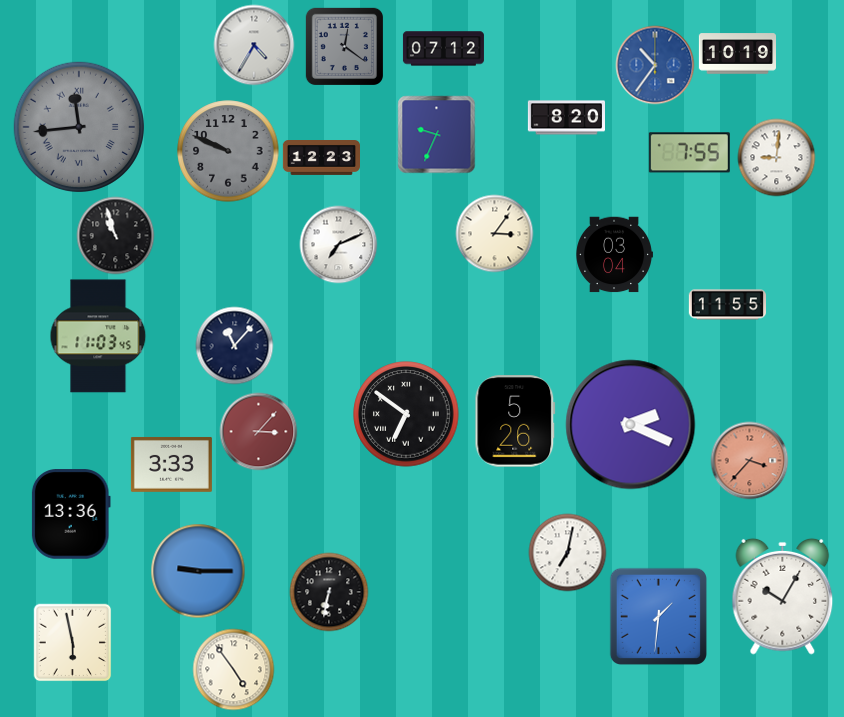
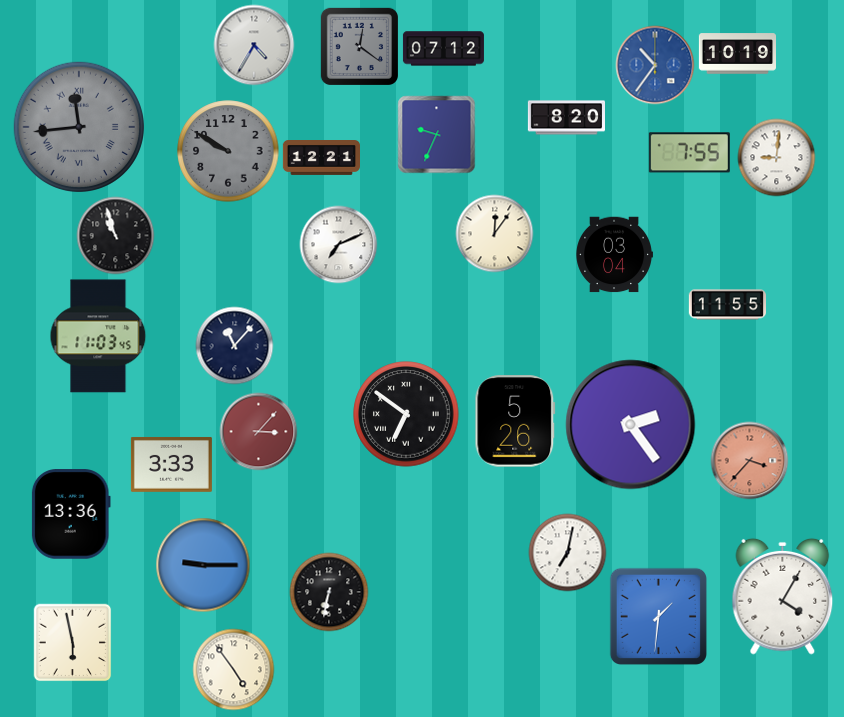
clock at (344, 46) position: (344, 46) -> (359, 46)
clock at (228, 151): 9:49 -> 9:50
clock at (321, 158): 12:23 -> 12:21
clock at (494, 233): 3:06 -> 12:06
clock at (631, 425): 2:19 -> 2:24
clock at (198, 571) position: (198, 571) -> (203, 565)
clock at (783, 596): 10:05 -> 4:05
